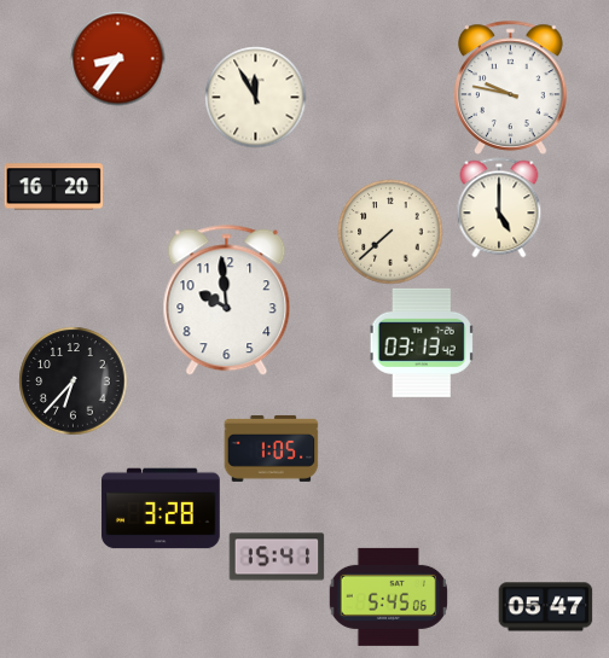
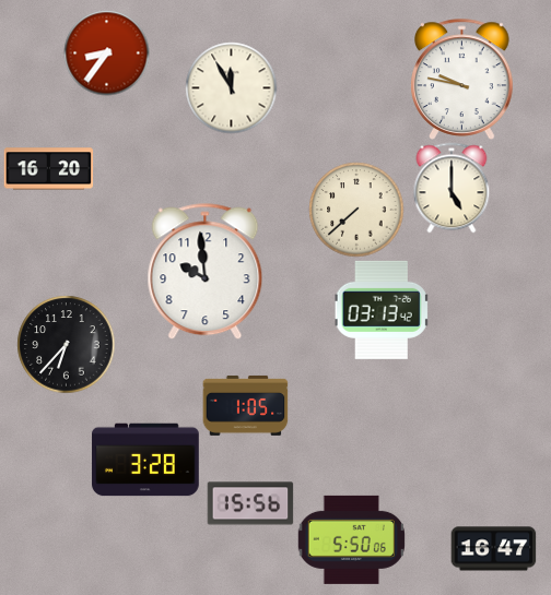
clock at (390, 232) position: (390, 232) -> (356, 210)
clock at (277, 557): 15:41 -> 15:56
clock at (388, 596): 5:45 -> 5:50
clock at (545, 607): 05:47 -> 16:47
